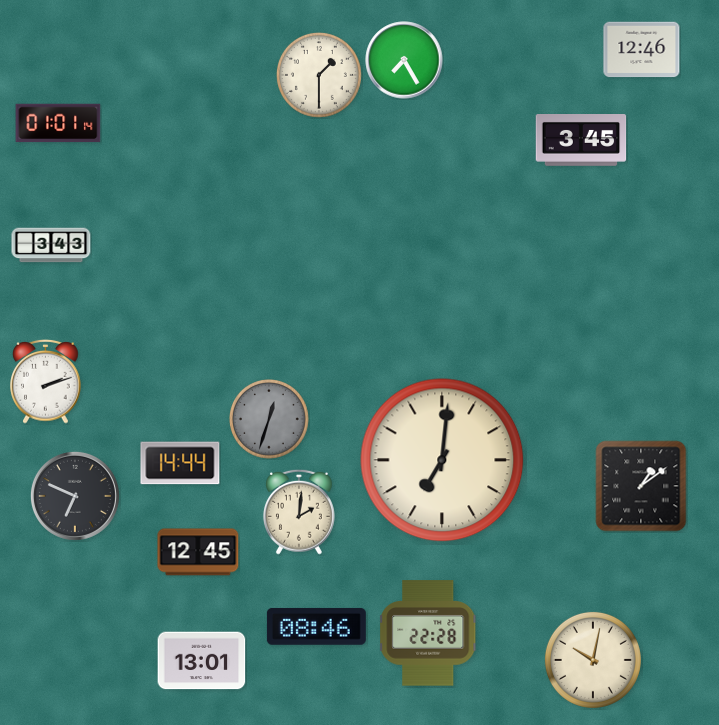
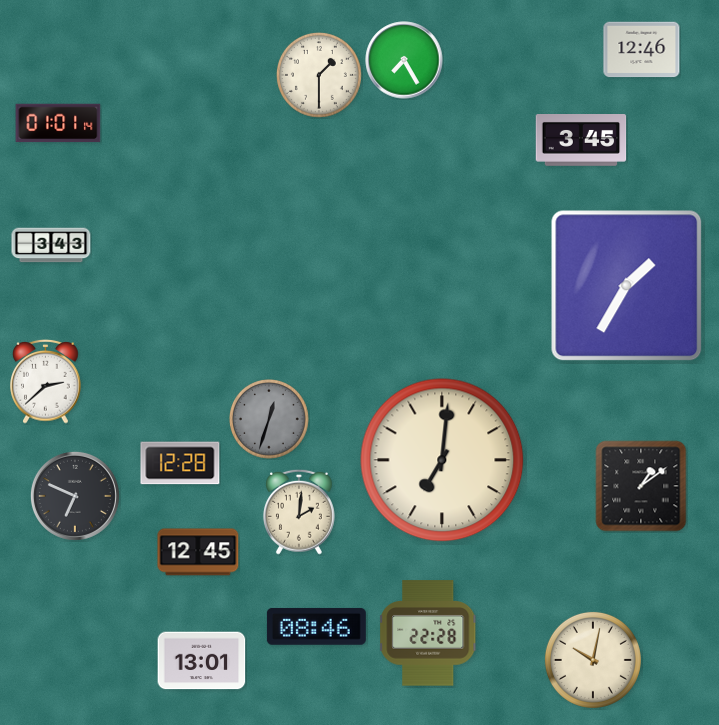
clock at (627, 286): none -> 1:35
clock at (46, 382): 2:12 -> 2:38
clock at (180, 463): 14:44 -> 12:28
